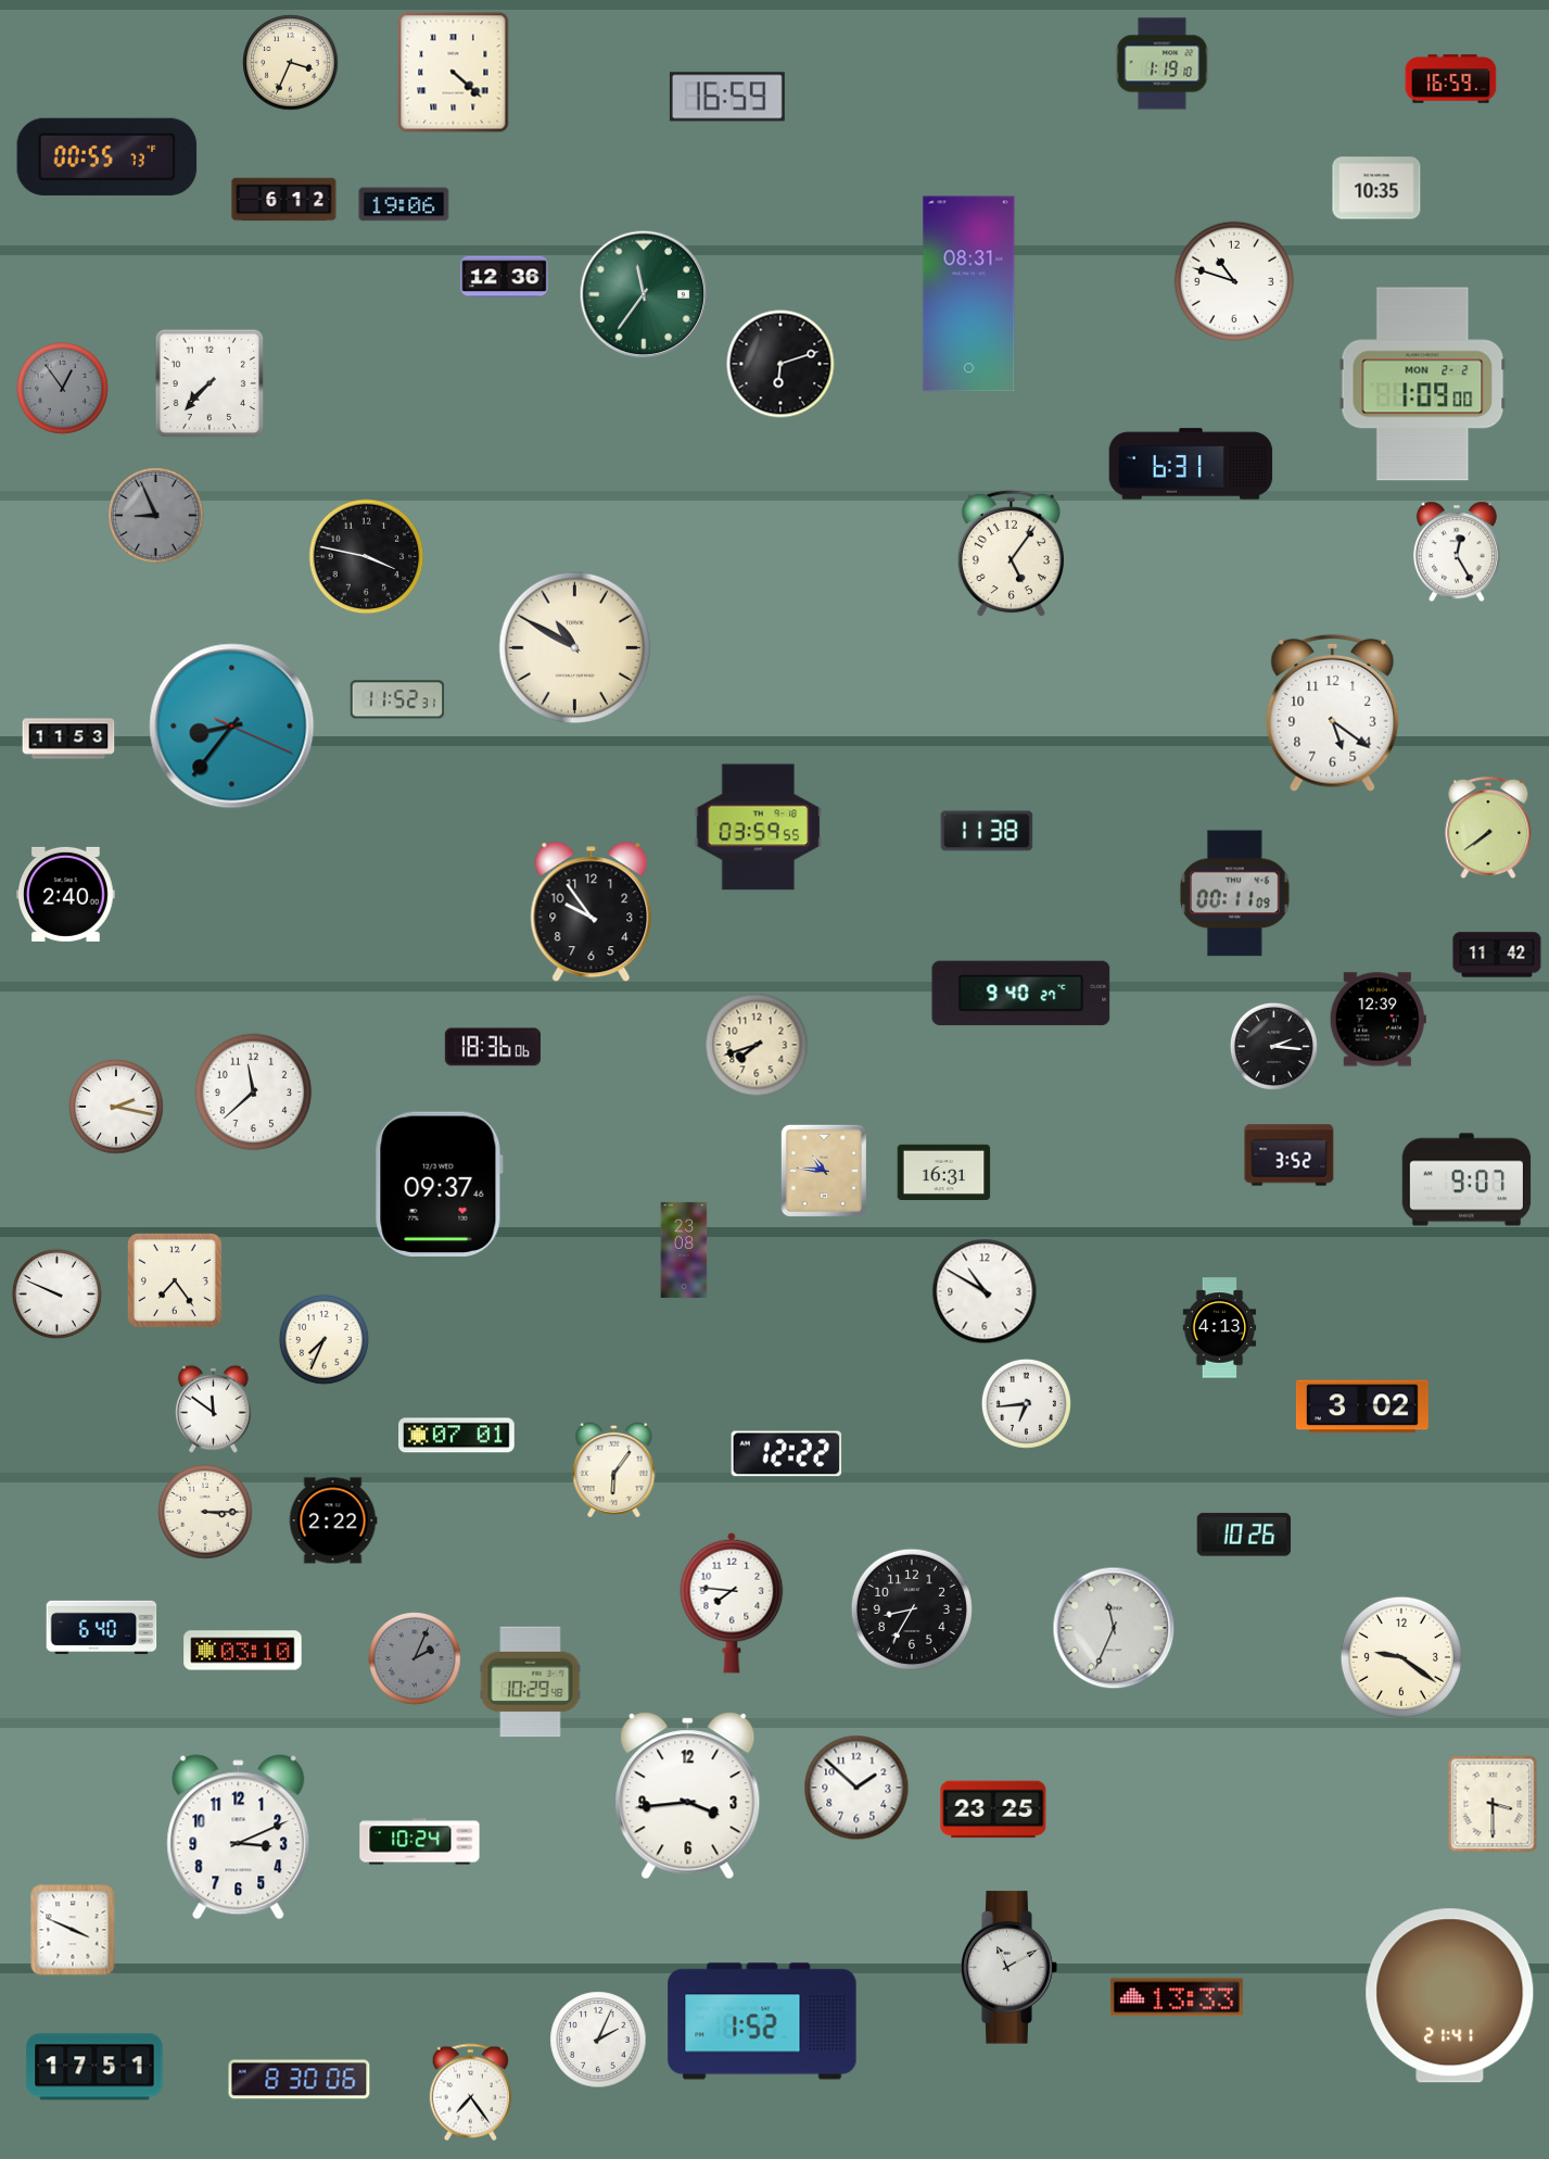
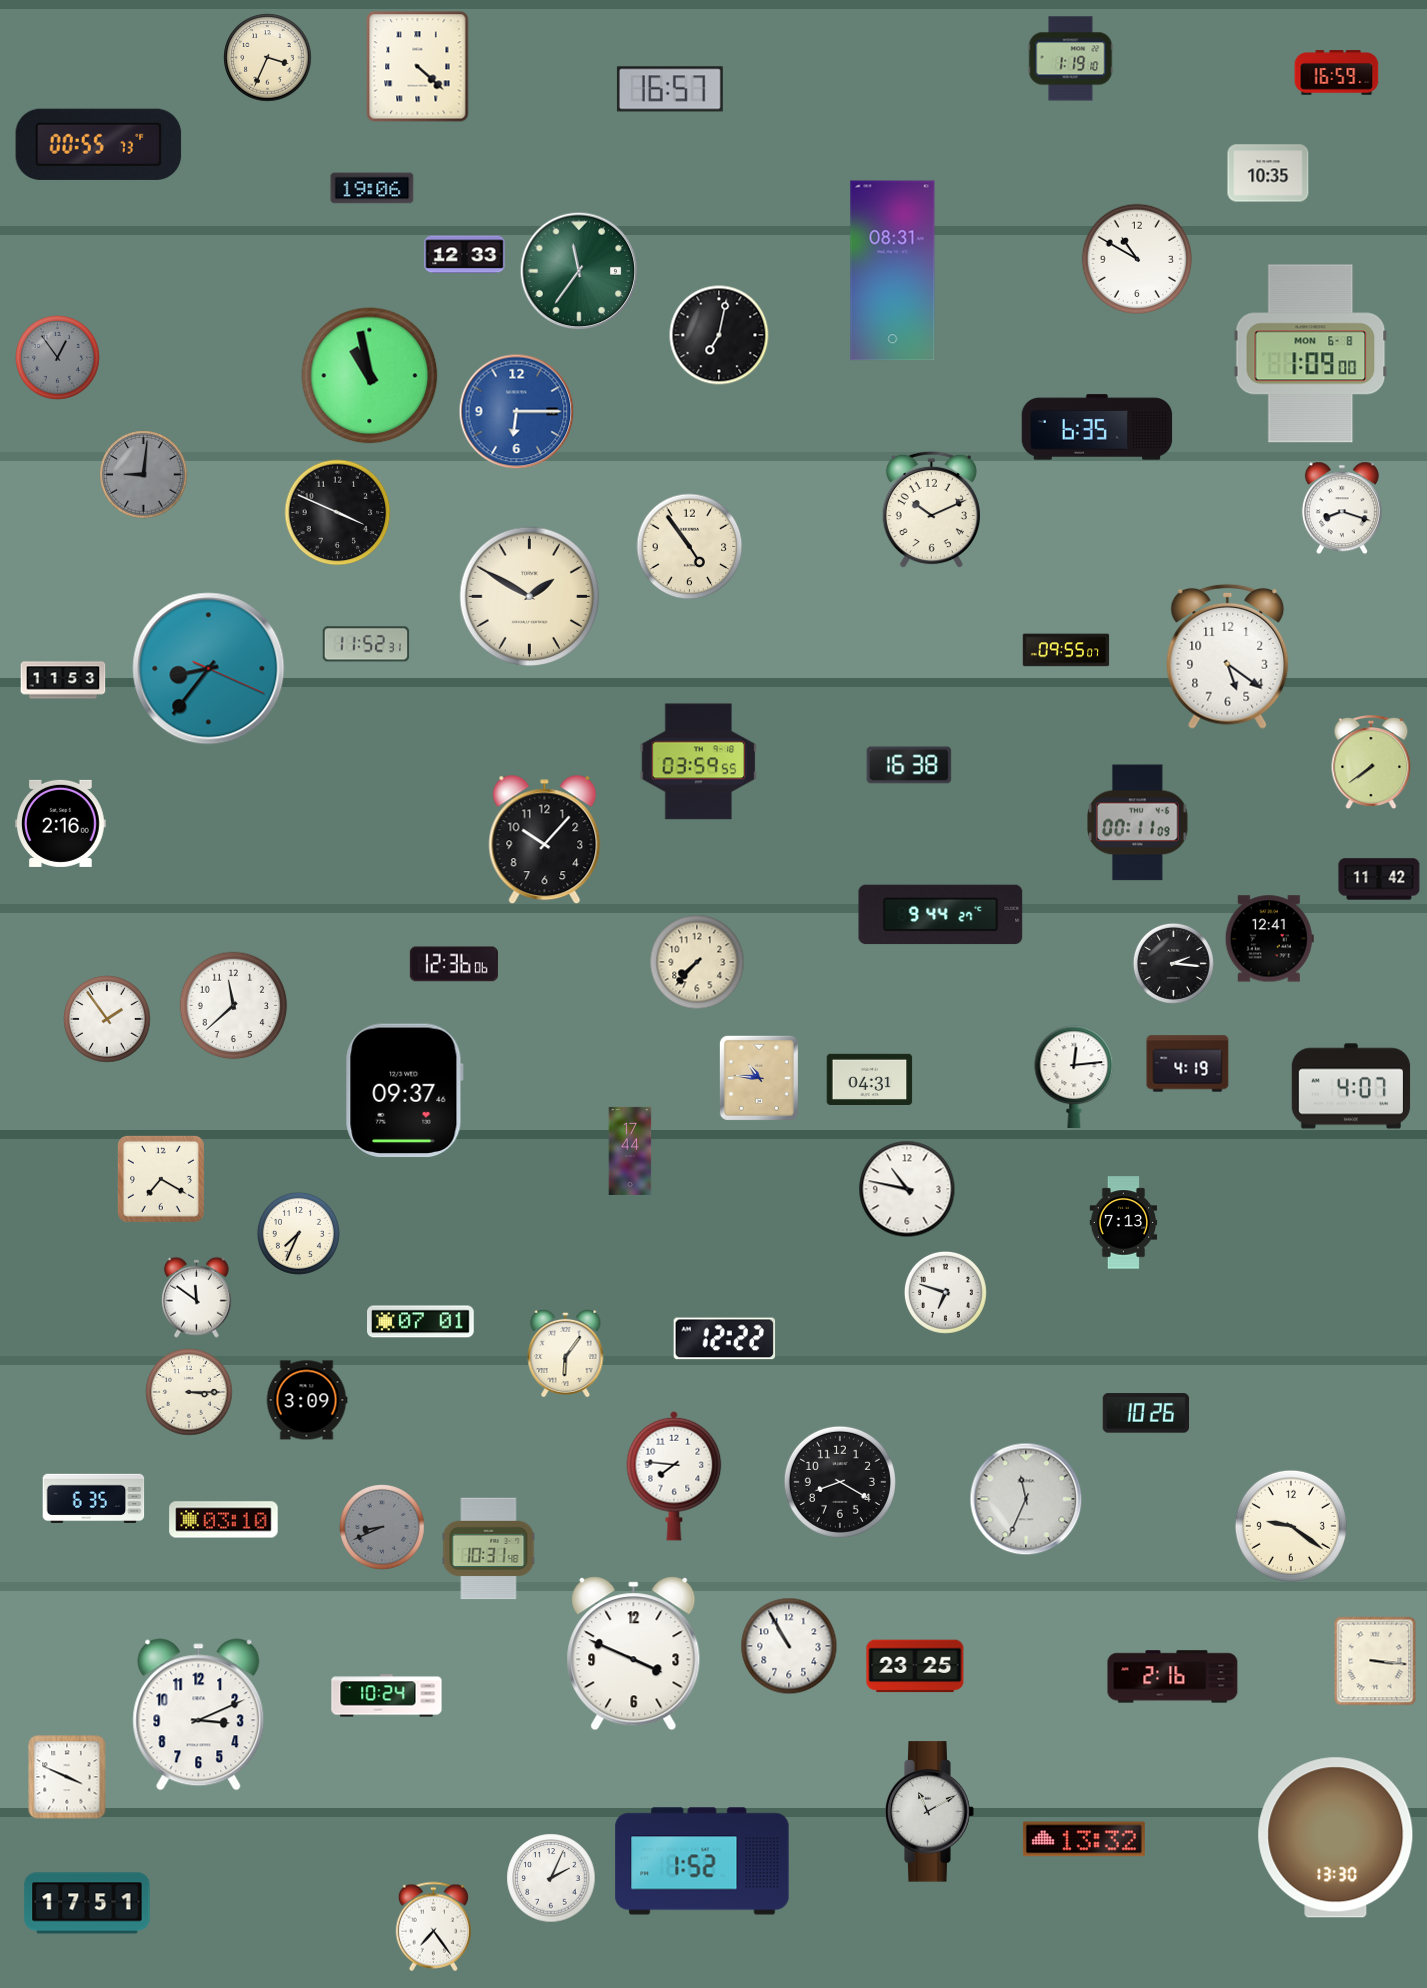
clock at (727, 97): 16:59 -> 16:57
clock at (284, 200): 6:12 -> none
clock at (505, 277): 12:36 -> 12:33
clock at (1233, 280): 10:48 -> 10:50
clock at (644, 294) position: (644, 294) -> (579, 271)
clock at (780, 364): 6:12 -> 7:02
clock at (208, 382): 7:37 -> none
clock at (1423, 384) date: MON 2-2 -> MON 6-8
clock at (370, 376): none -> 10:58
clock at (517, 412): none -> 6:15
clock at (1191, 464): 6:31 -> 6:35
clock at (156, 516): 8:56 -> 9:01
clock at (1457, 552): 12:25 -> 8:18
clock at (1011, 554): 5:06 -> 10:11
clock at (367, 557): 3:47 -> 3:49
clock at (690, 547): none -> 4:54
clock at (575, 648): 10:50 -> 1:50
clock at (1066, 650): none -> 09:55
clock at (232, 727) position: (232, 727) -> (209, 669)
clock at (987, 831): 11:38 -> 16:38
clock at (66, 894): 2:40 -> 2:16
clock at (592, 912): 9:54 -> 10:07
clock at (1021, 994): 9:40 -> 9:44
clock at (1377, 1020): 12:39 -> 12:41
clock at (757, 1045): 7:42 -> 7:37
clock at (493, 1047): 18:36 -> 12:36
clock at (116, 1107): 2:17 -> 1:54
clock at (1290, 1156): 3:52 -> 4:19
clock at (1074, 1077): none -> 12:14
clock at (944, 1172): 16:31 -> 04:31
clock at (1467, 1179): 9:07 -> 4:07
clock at (684, 1250): 23:08 -> 17:44
clock at (175, 1280): 7:24 -> 7:20
clock at (985, 1291): 10:50 -> 10:47
clock at (56, 1293): 9:49 -> none
clock at (1220, 1328): 4:13 -> 7:13
clock at (1026, 1403): 6:44 -> 6:48
clock at (1362, 1406): 3:02 -> none
clock at (333, 1520): 2:22 -> 3:09
clock at (912, 1609): 8:35 -> 8:20
clock at (102, 1627): 6:40 -> 6:35
clock at (415, 1658): 2:04 -> 8:41
clock at (531, 1682): 10:29 -> 10:31
clock at (856, 1788): 1:52 -> 10:55
clock at (688, 1796): 3:44 -> 3:49
clock at (1493, 1804): 3:30 -> 3:16
clock at (1173, 1677): none -> 2:16
clock at (239, 1838) position: (239, 1838) -> (199, 1715)
clock at (1450, 1996): 21:41 -> 13:30
clock at (1177, 1997): 13:33 -> 13:32
clock at (300, 2080): 8:30 -> none
